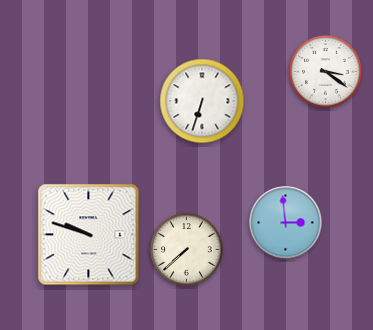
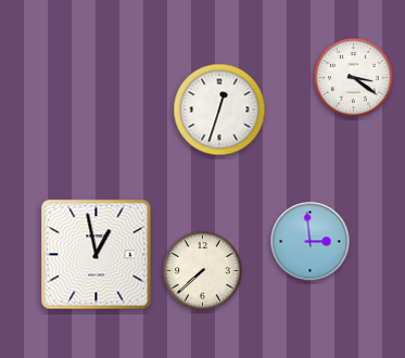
clock at (202, 101): 6:33 -> 12:33
clock at (89, 235): 9:48 -> 12:58
